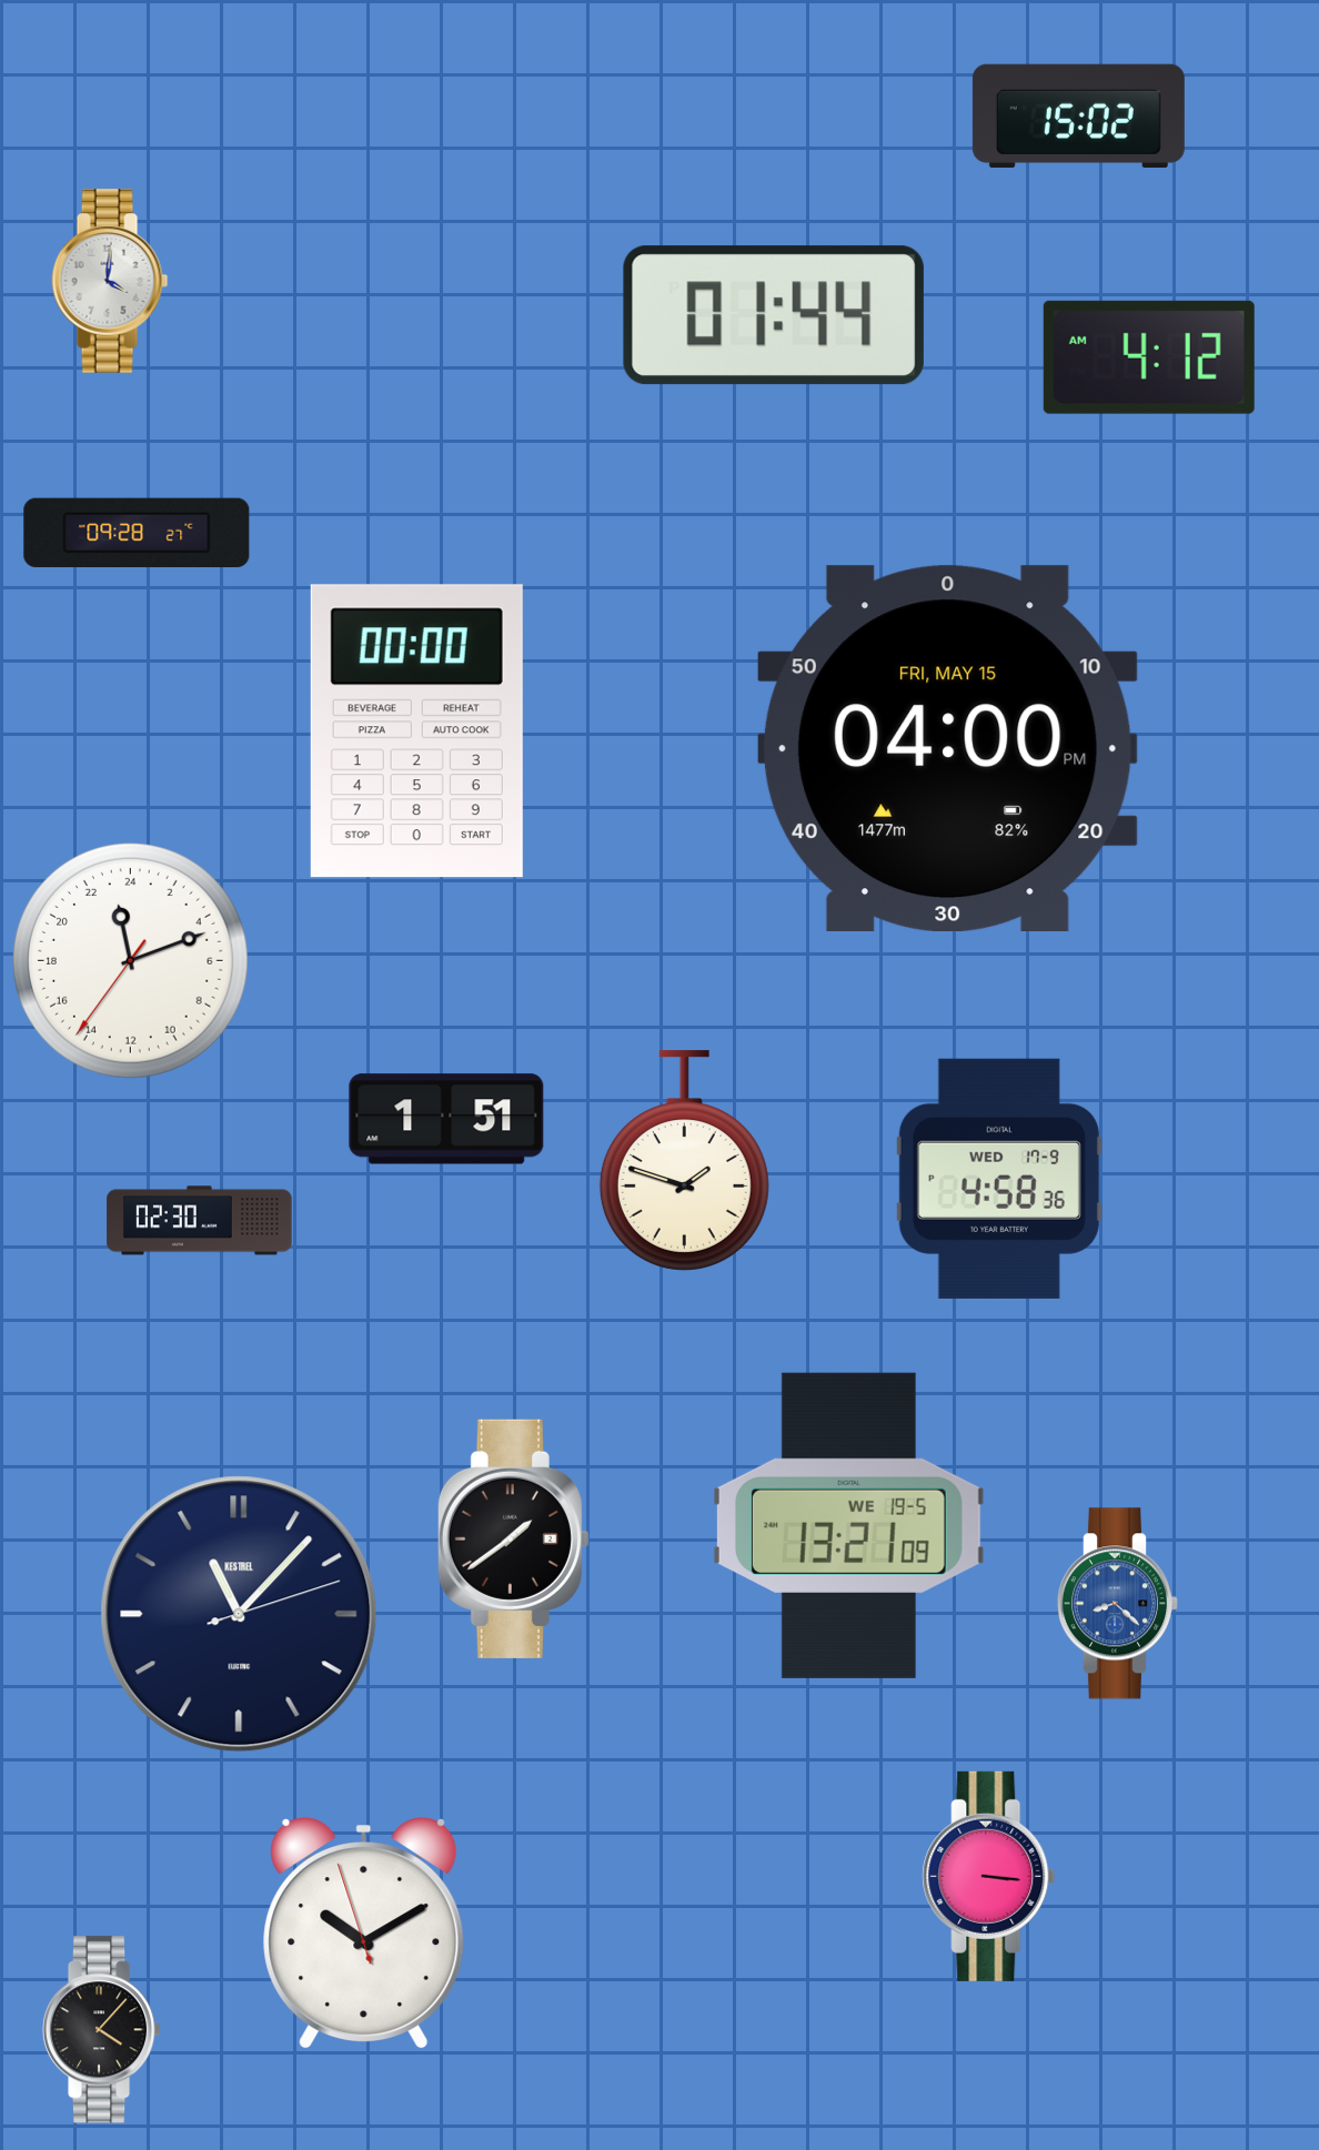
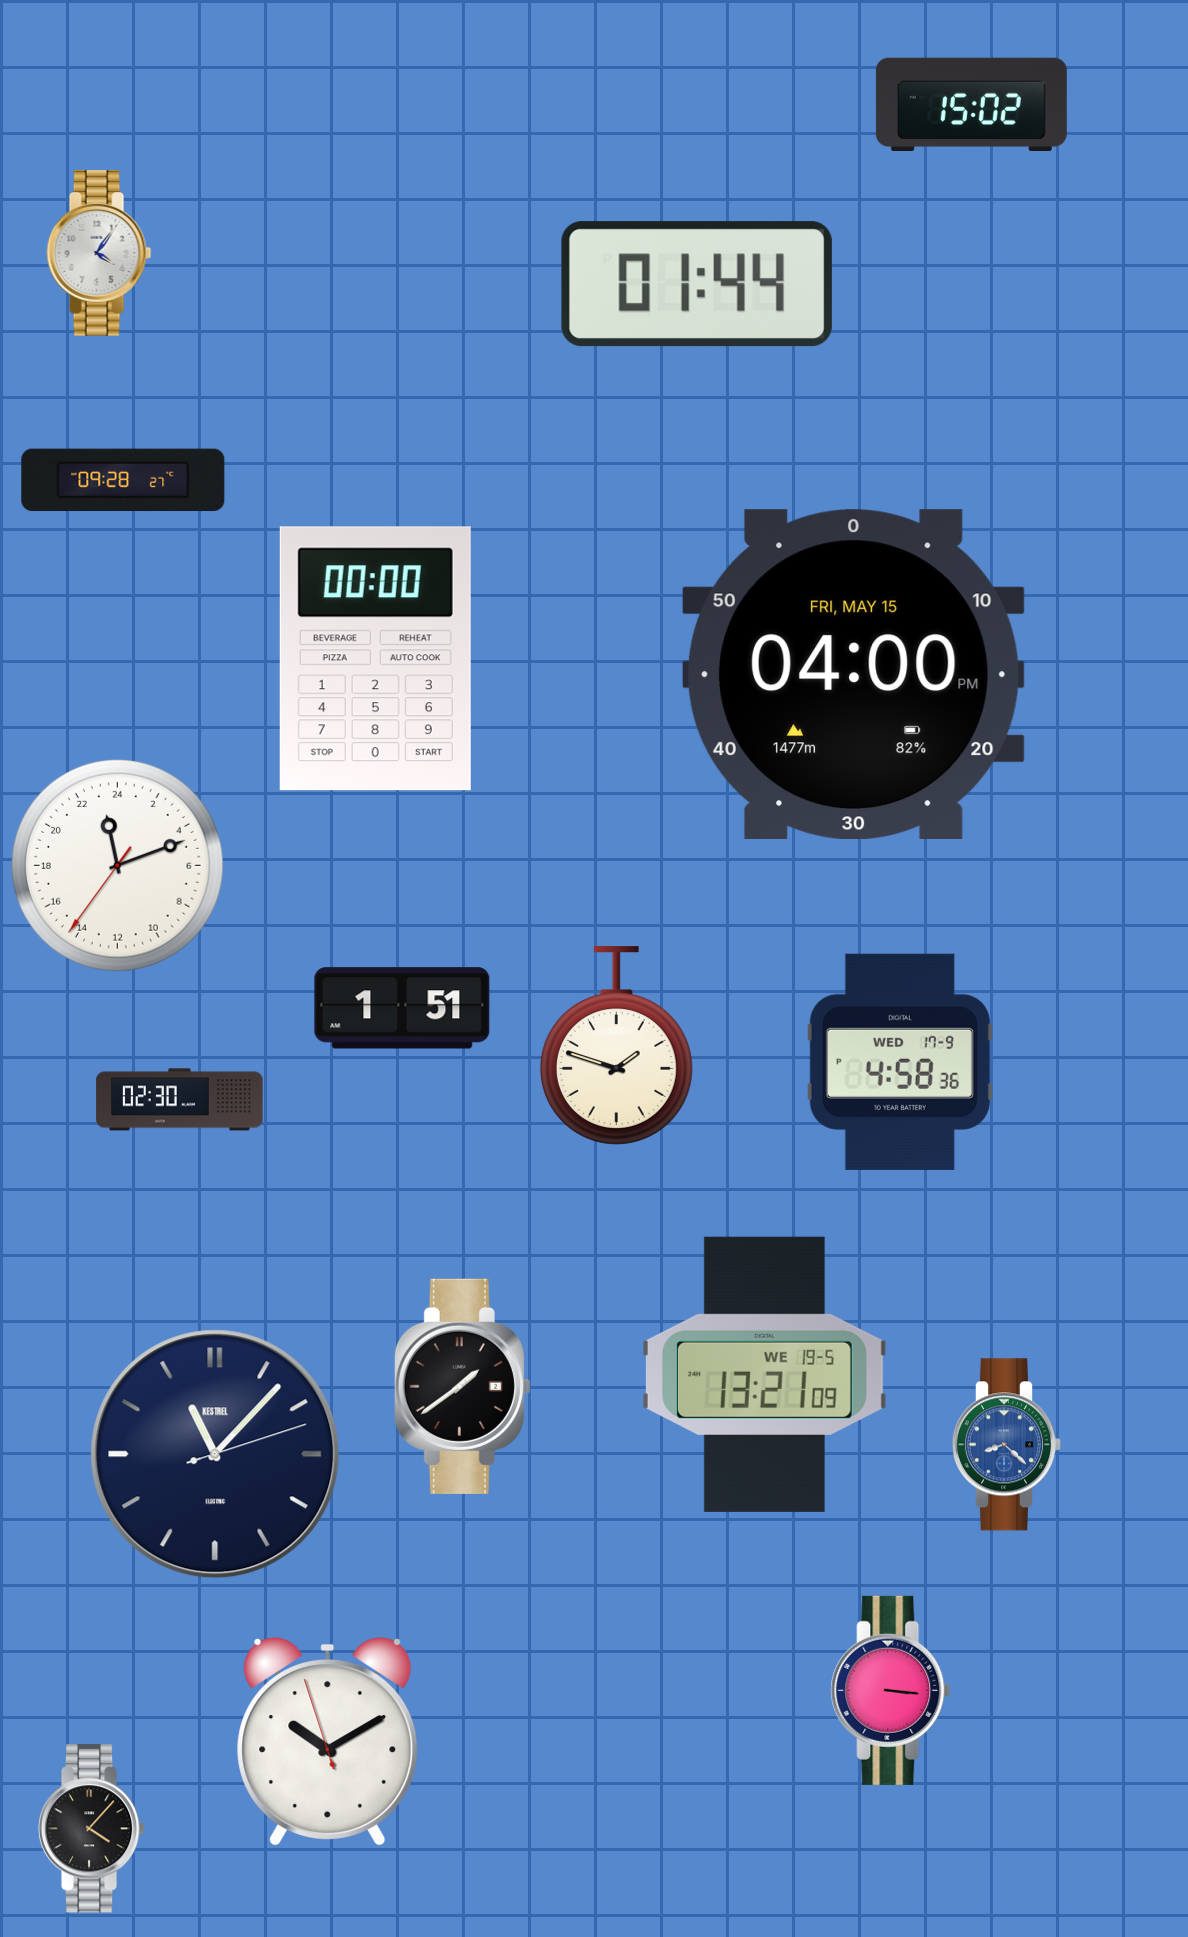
clock at (110, 281): 4:01 -> 4:06
clock at (1149, 357): 4:12 -> none
